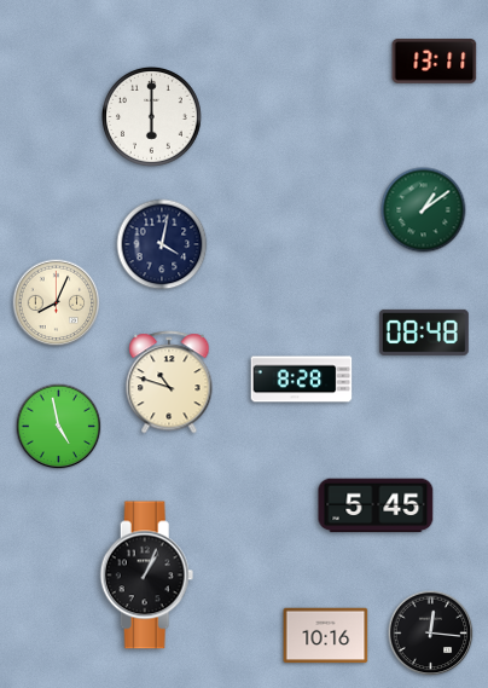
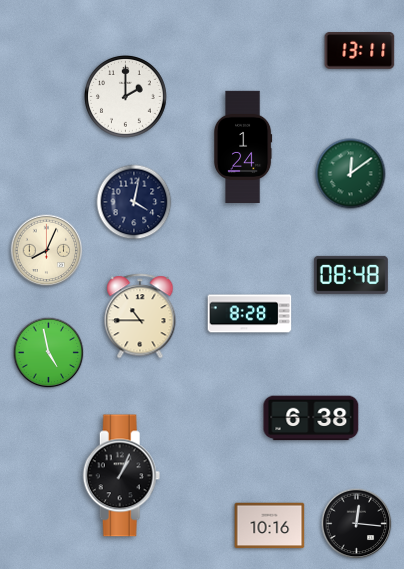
clock at (152, 117): 6:00 -> 2:00
clock at (243, 146): none -> 1:24
clock at (424, 210): 1:09 -> 12:09
clock at (169, 382): 10:48 -> 10:45
clock at (376, 505): 5:45 -> 6:38
